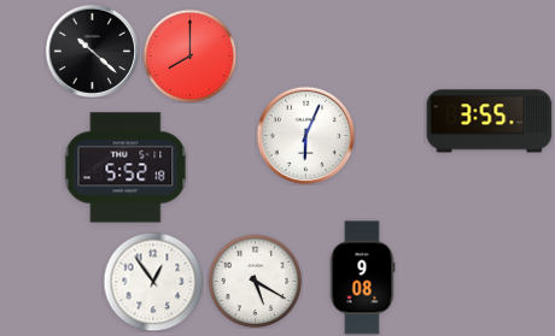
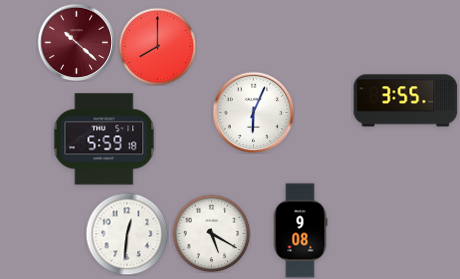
clock at (92, 51) dial: black -> burgundy
clock at (125, 167): 5:52 -> 5:59
clock at (153, 282): 12:54 -> 12:31
